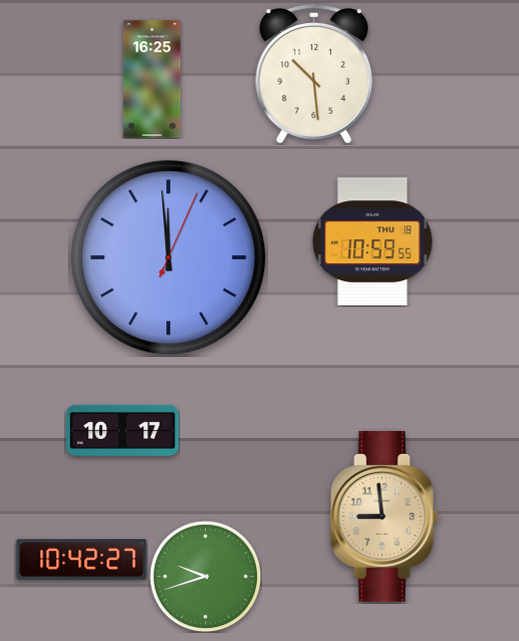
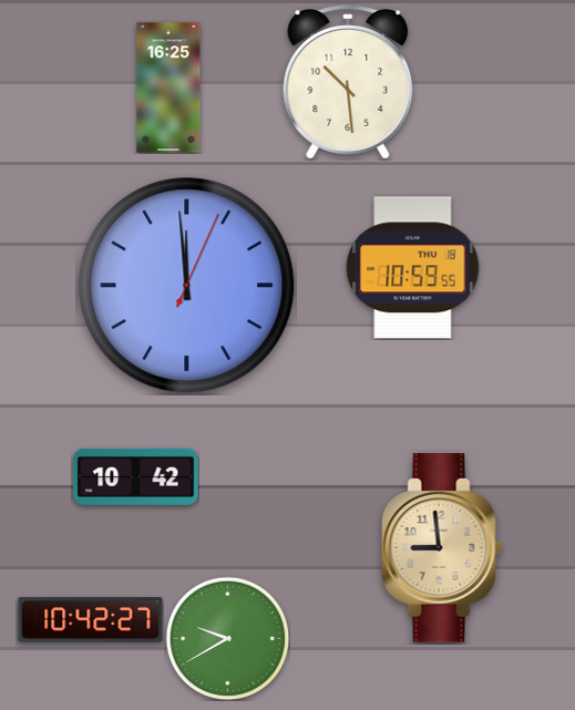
clock at (123, 430): 10:17 -> 10:42
clock at (385, 517) position: (385, 517) -> (442, 548)
clock at (205, 576): 9:42 -> 9:40
